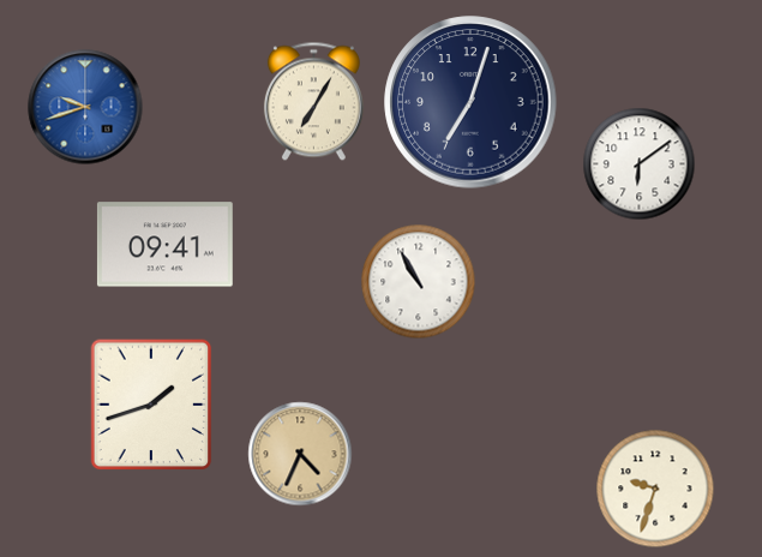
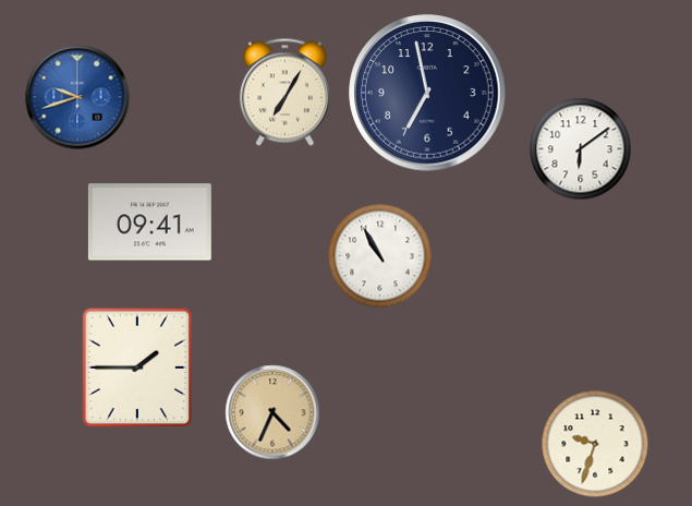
clock at (470, 102): 7:03 -> 6:58
clock at (151, 405): 1:42 -> 1:45
